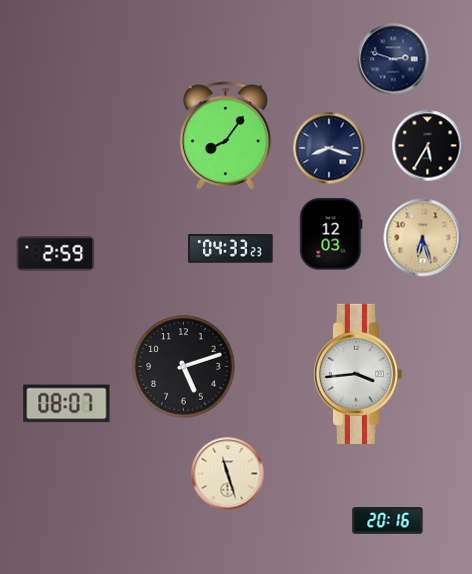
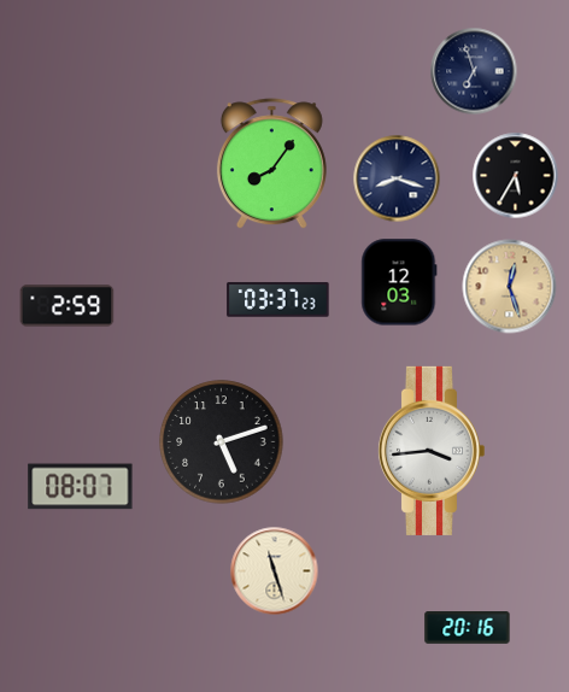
clock at (393, 59): 2:48 -> 6:57
clock at (423, 238): 6:27 -> 12:27
clock at (231, 249): 04:33 -> 03:37
